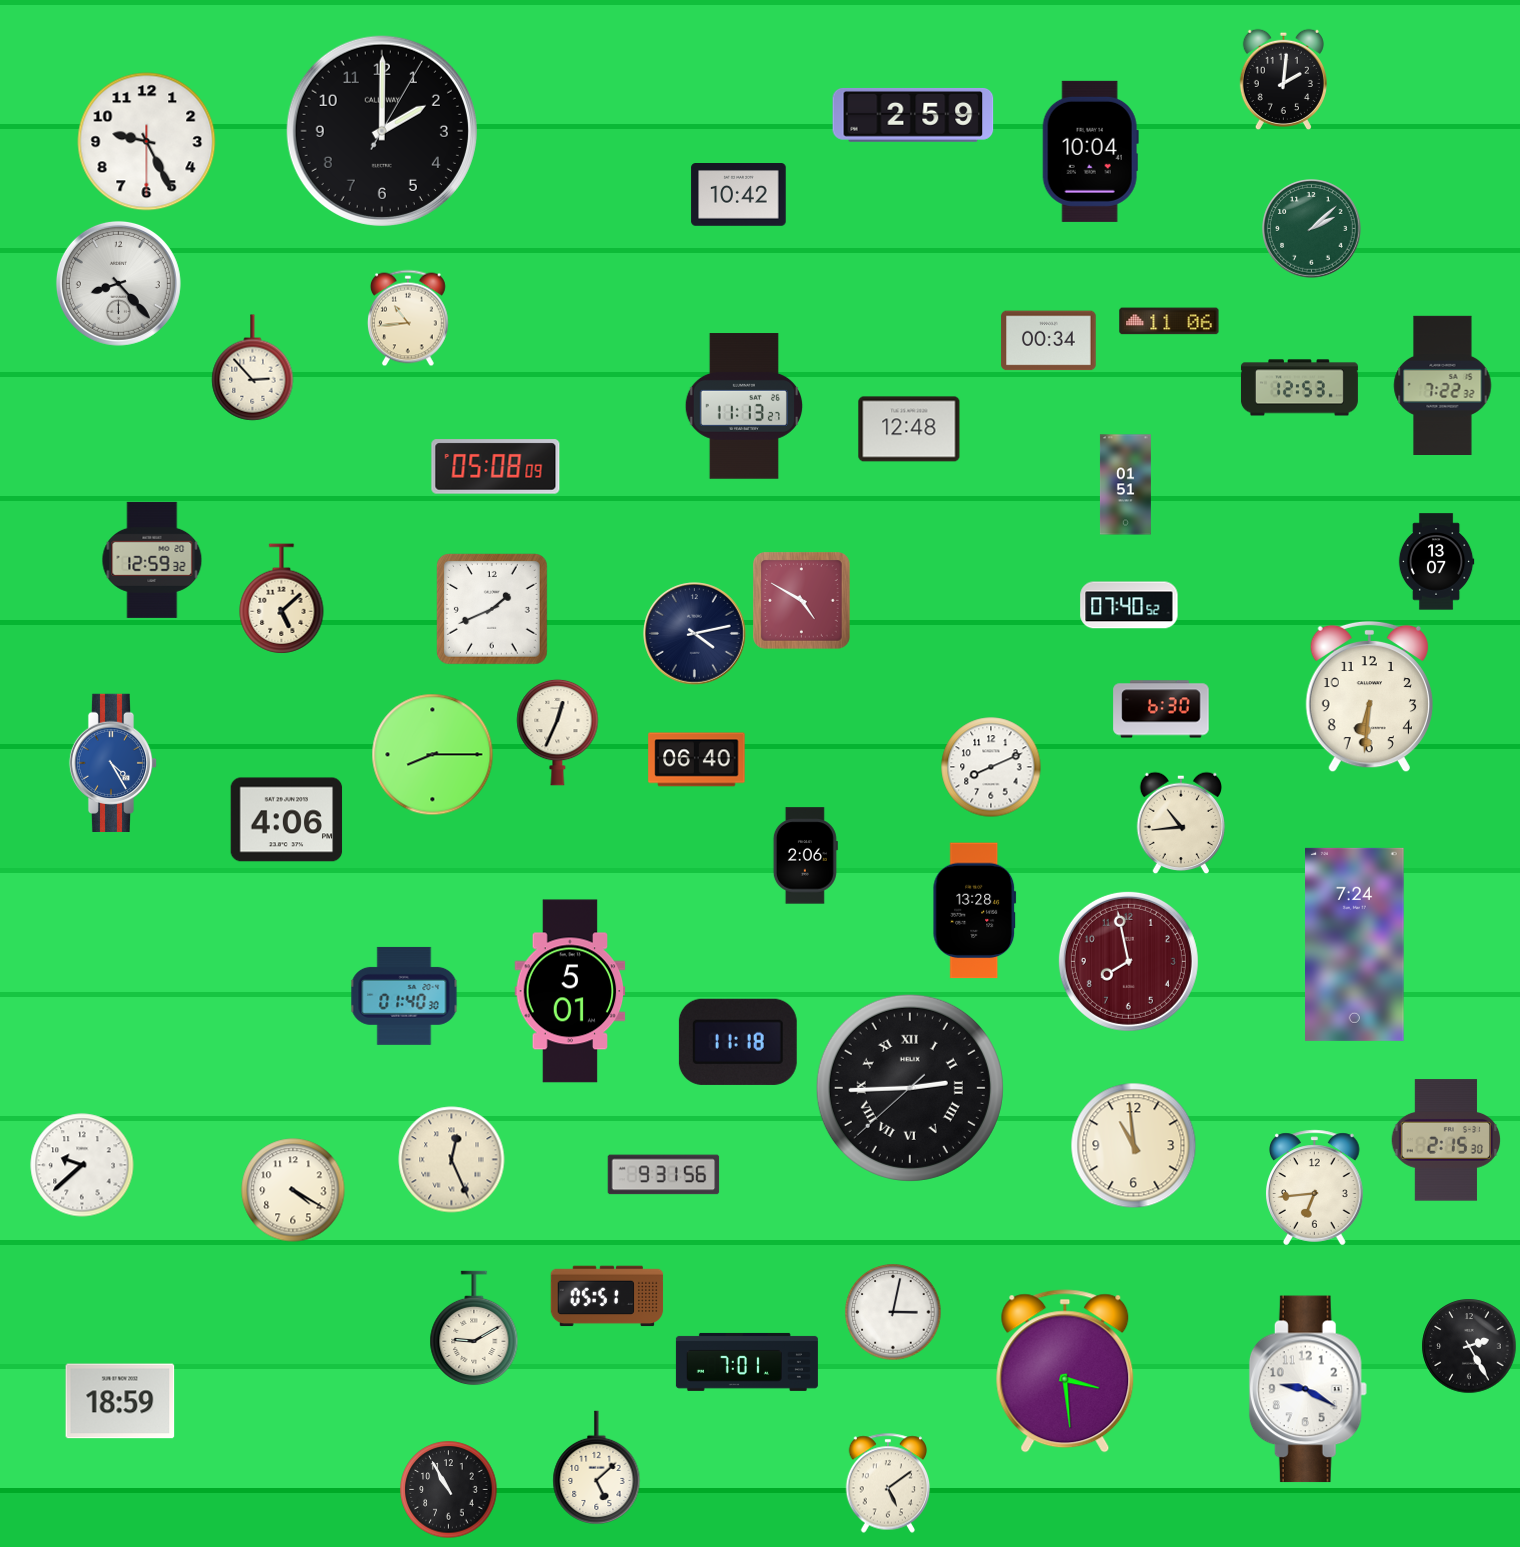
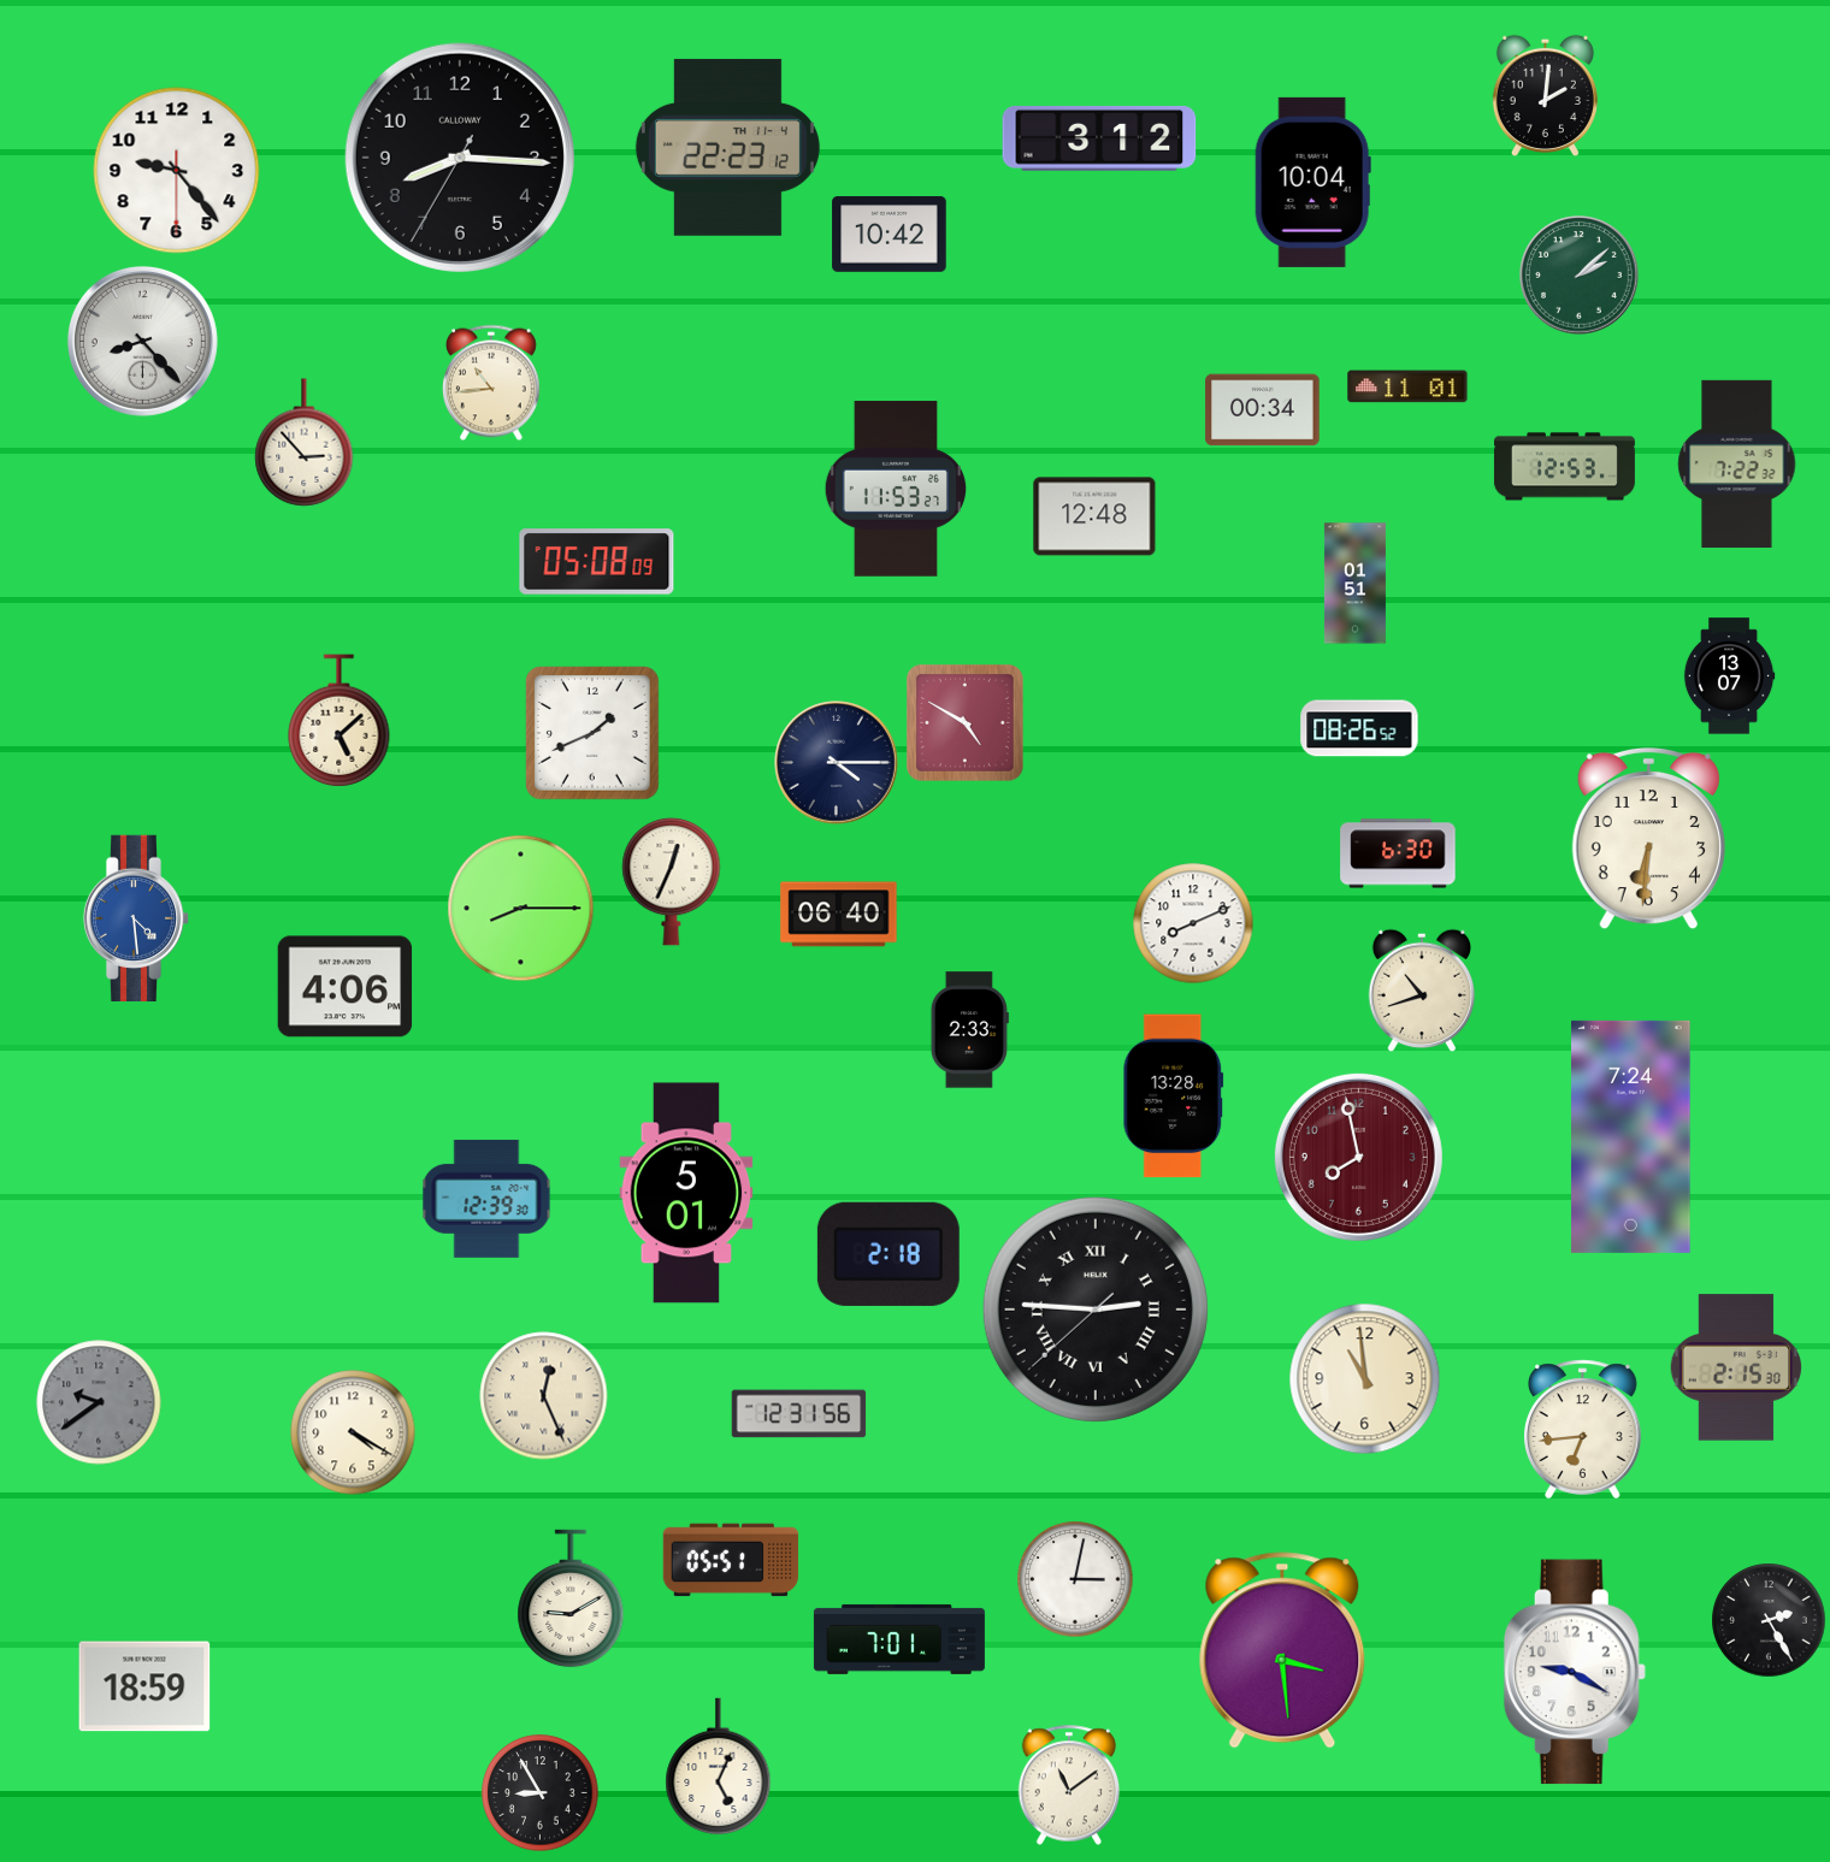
clock at (913, 115): 2:59 -> 3:12
clock at (727, 147): none -> 22:23
clock at (382, 131): 2:00 -> 8:15
clock at (147, 142): 9:25 -> 9:23
clock at (1169, 321): 11:06 -> 11:01
clock at (744, 406): 11:13 -> 11:53
clock at (152, 560): 12:59 -> none
clock at (1129, 605): 07:40 -> 08:26
clock at (695, 634): 4:13 -> 4:15
clock at (113, 762): 4:25 -> 4:29
clock at (1181, 823): 10:44 -> 10:42
clock at (805, 856): 2:06 -> 2:33
clock at (404, 996): 01:40 -> 12:39
clock at (738, 1042): 11:18 -> 2:18
clock at (910, 1088): 2:44 -> 2:45
clock at (1446, 1140) position: (1446, 1140) -> (1736, 1367)
clock at (82, 1165): 9:38 -> 9:39
clock at (82, 1165) dial: white -> grey
clock at (664, 1175): 9:31 -> 12:31
clock at (597, 1468): 5:08 -> 5:04
clock at (888, 1483): 5:09 -> 11:09
clock at (449, 1490): 10:55 -> 8:55
